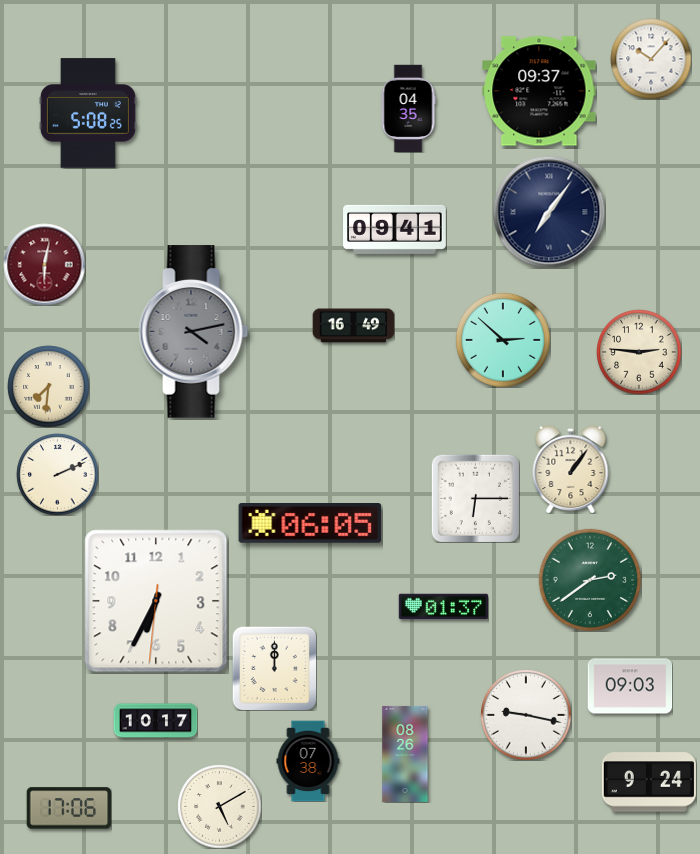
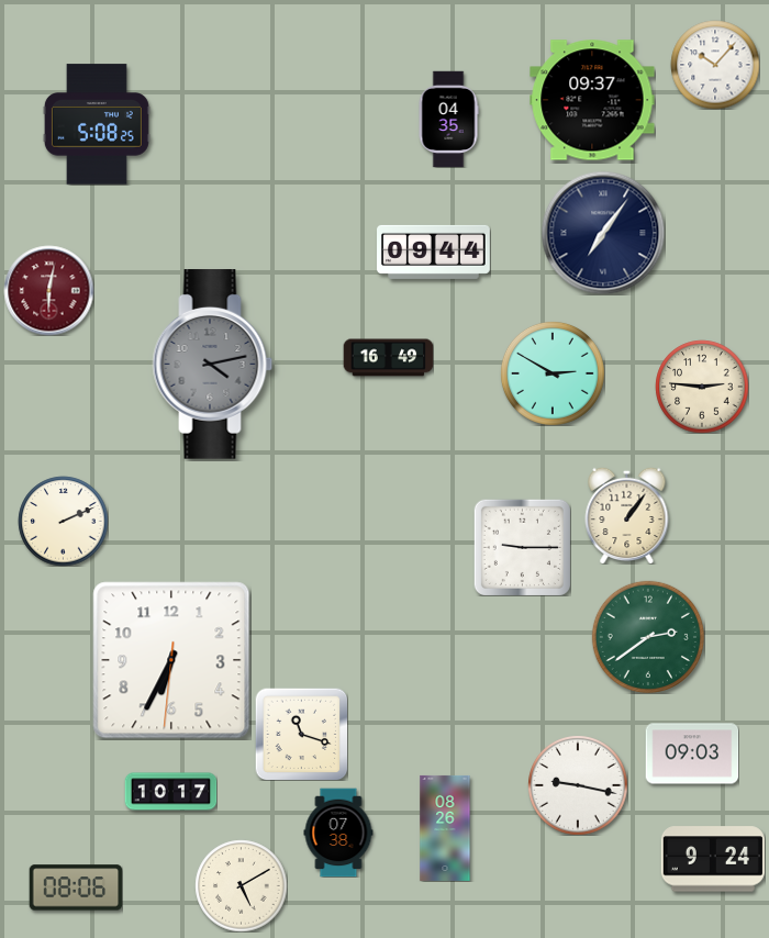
clock at (395, 229): 09:41 -> 09:44
clock at (503, 340): 2:52 -> 2:50
clock at (48, 386): 7:31 -> none
clock at (475, 498): 6:15 -> 9:15
clock at (310, 524): 06:05 -> none
clock at (443, 607): 01:37 -> none
clock at (274, 668): 12:00 -> 11:18
clock at (308, 761) position: (308, 761) -> (338, 833)
clock at (69, 808): 17:06 -> 08:06
